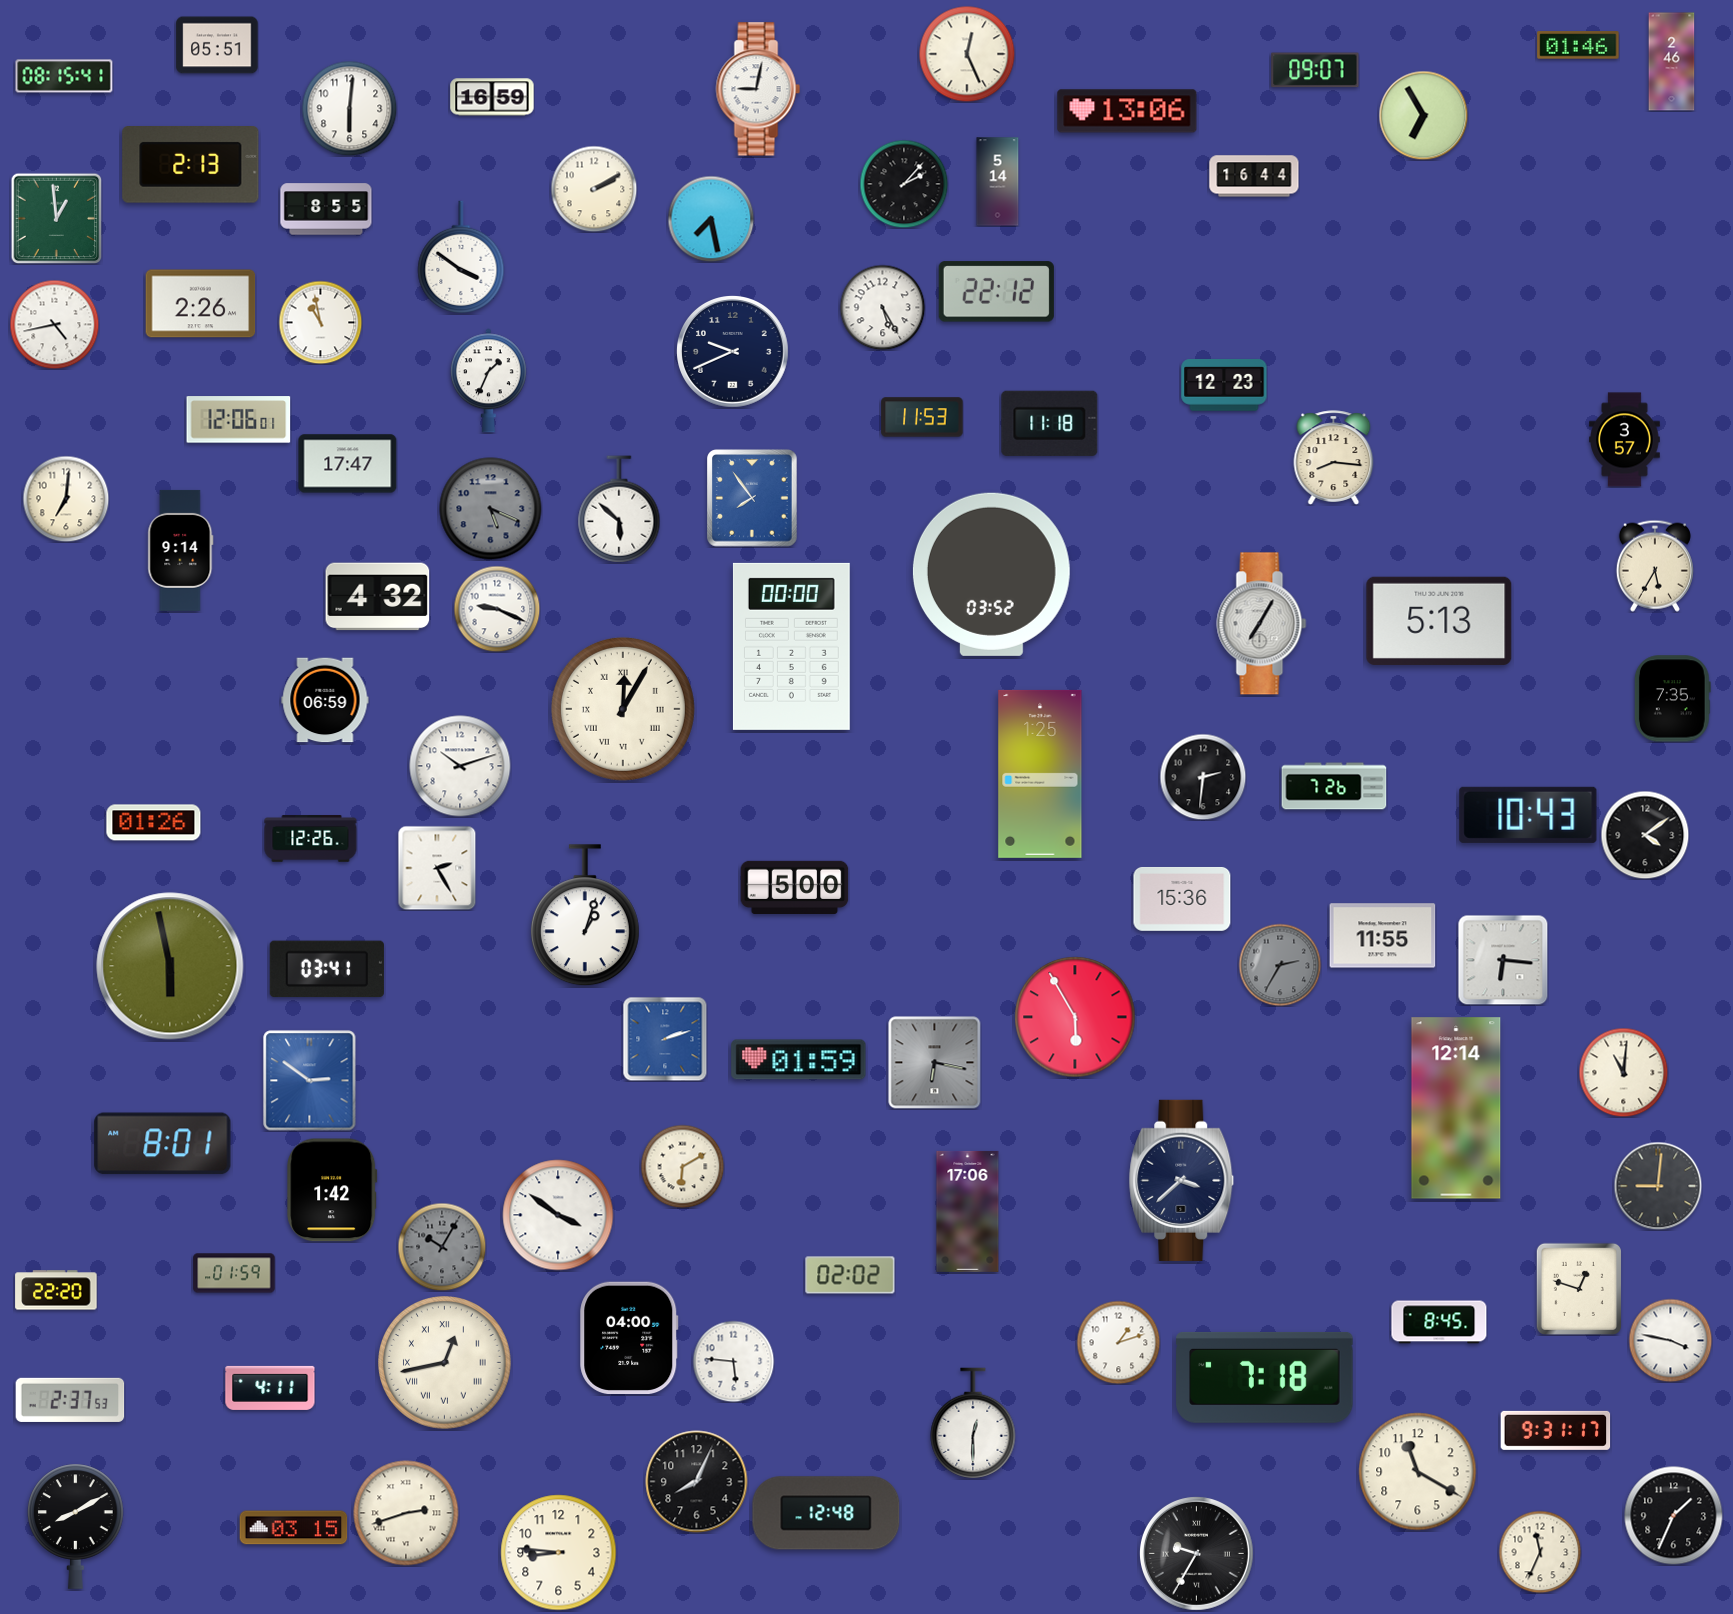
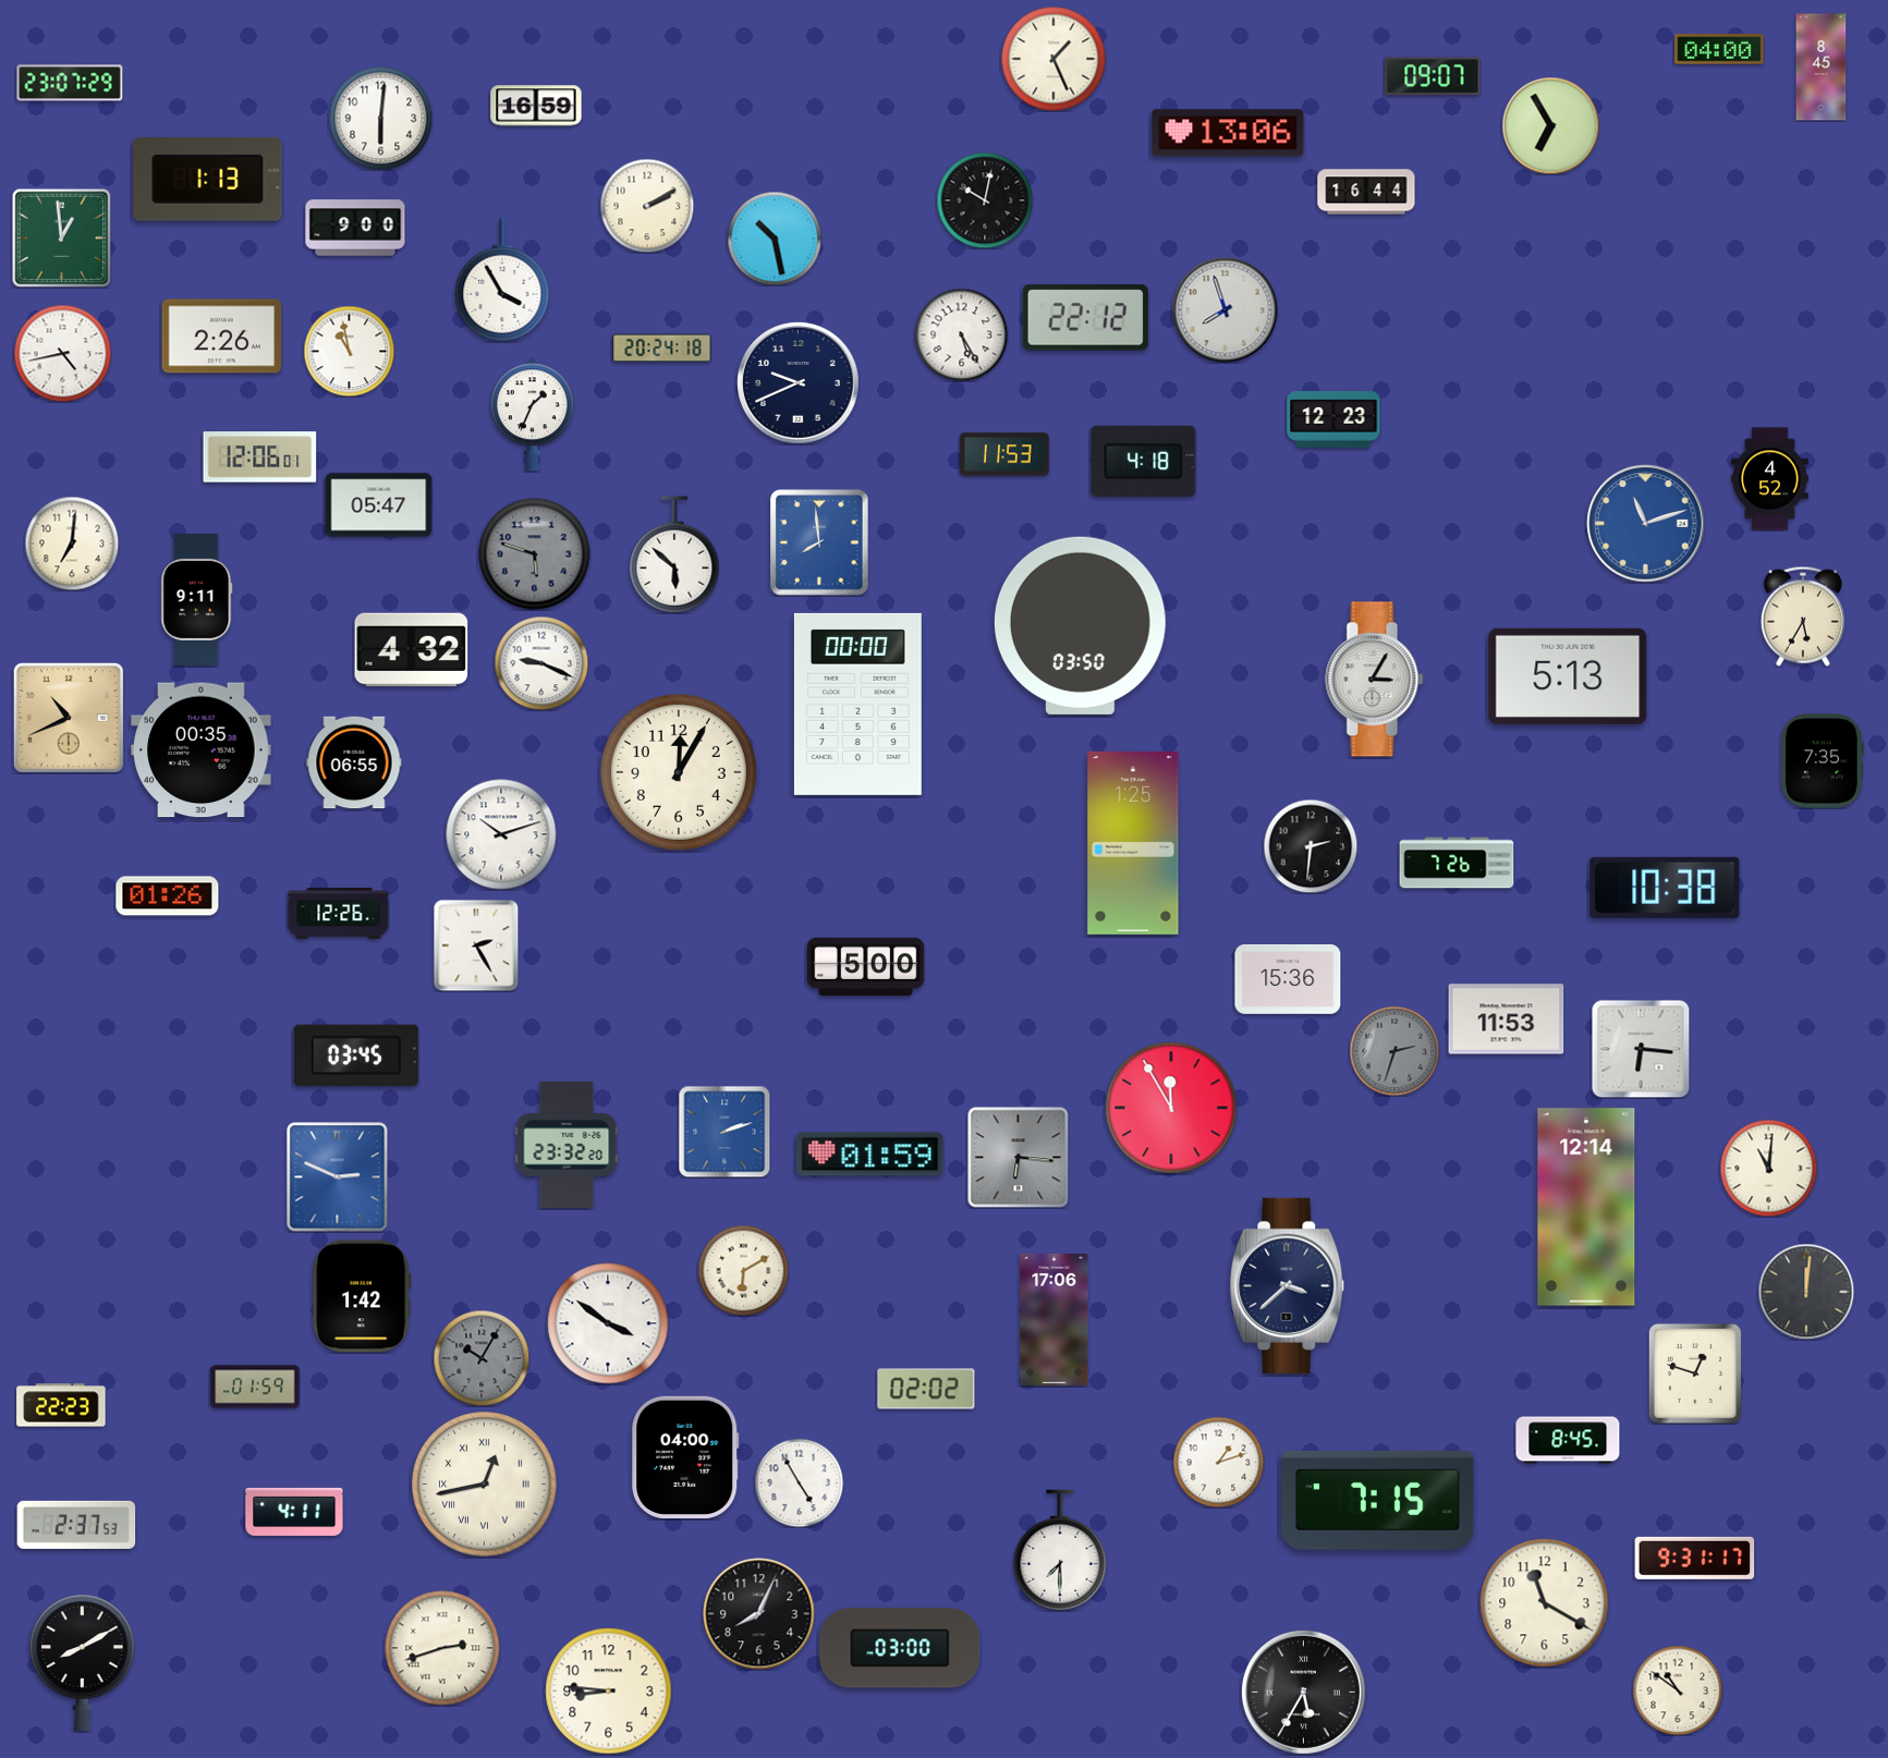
clock at (217, 45): 05:51 -> none
clock at (1578, 45): 01:46 -> 04:00
clock at (967, 54): 12:26 -> 1:26
clock at (1672, 62): 2:46 -> 8:45
clock at (64, 76): 08:15 -> 23:07
clock at (758, 89): 9:02 -> none
clock at (1127, 111) position: (1127, 111) -> (1228, 133)
clock at (191, 165): 2:13 -> 1:13
clock at (998, 182): 5:14 -> none
clock at (904, 184): 2:07 -> 10:02
clock at (326, 209): 8:55 -> 9:00
clock at (711, 219): 7:28 -> 10:28
clock at (461, 257): 3:51 -> 3:55
clock at (1226, 310): none -> 7:57
clock at (201, 304) position: (201, 304) -> (222, 337)
clock at (662, 349): none -> 20:24
clock at (54, 324) position: (54, 324) -> (62, 353)
clock at (1050, 423): 11:18 -> 4:18
clock at (1625, 440): 3:57 -> 4:52
clock at (1334, 458): 8:16 -> none
clock at (348, 464): 17:47 -> 05:47
clock at (1646, 524): none -> 11:12
clock at (752, 498): 7:54 -> 7:59
clock at (491, 509): 5:19 -> 5:48
clock at (181, 550): 9:14 -> 9:11
clock at (991, 574): 03:52 -> 03:50
clock at (1262, 624): 7:05 -> 3:05
clock at (791, 646) position: (791, 646) -> (857, 704)
clock at (69, 718): none -> 10:41
clock at (202, 750): none -> 00:35
clock at (325, 700): 06:59 -> 06:55
clock at (623, 709) numerals: Roman -> Arabic
clock at (1334, 786) position: (1334, 786) -> (1457, 863)
clock at (1528, 815): 10:43 -> 10:38
clock at (1645, 835): 4:09 -> none
clock at (585, 916): 1:03 -> none
clock at (1383, 936): 11:55 -> 11:53
clock at (1503, 960) position: (1503, 960) -> (1641, 1049)
clock at (1280, 965): 2:35 -> 2:33
clock at (170, 966): 5:58 -> none
clock at (327, 969): 03:41 -> 03:45
clock at (1075, 1017): 5:55 -> 11:55
clock at (567, 1145): none -> 23:32
clock at (934, 1062): 6:17 -> 6:16
clock at (310, 1081): 2:51 -> 2:49
clock at (163, 1144): 8:01 -> none
clock at (1658, 1186): 9:01 -> 12:01
clock at (1579, 1289) position: (1579, 1289) -> (1695, 1374)
clock at (56, 1290): 22:20 -> 22:23
clock at (1670, 1340): 3:47 -> none
clock at (733, 1361): 5:46 -> 4:55
clock at (1265, 1377): 7:18 -> 7:15
clock at (973, 1423): 12:30 -> 7:30
clock at (826, 1513): 12:48 -> 03:00
clock at (1674, 1516): 1:34 -> none
clock at (294, 1528): 03:15 -> none
clock at (1540, 1552): 11:34 -> 10:51
clock at (1196, 1553): 9:35 -> 5:35
